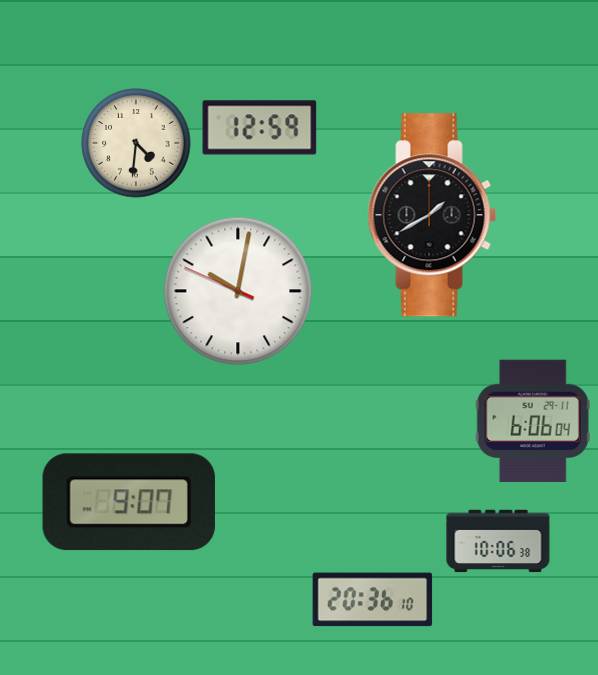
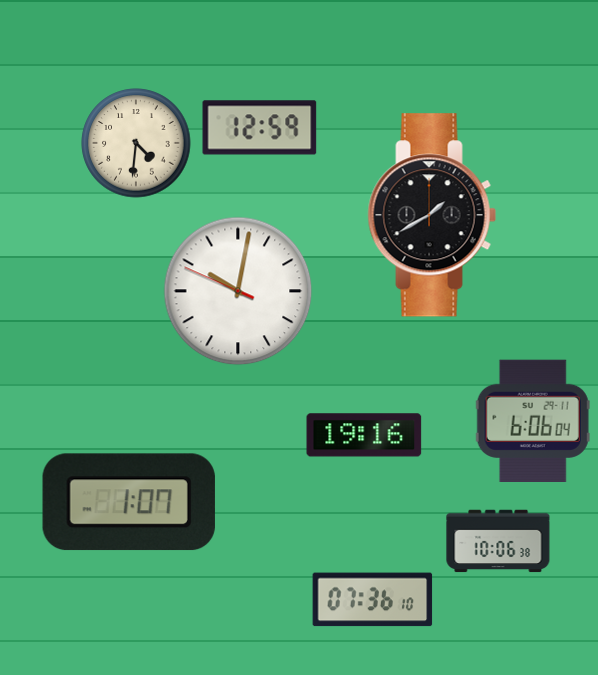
clock at (364, 435): none -> 19:16
clock at (129, 502): 9:07 -> 1:07
clock at (373, 600): 20:36 -> 07:36
